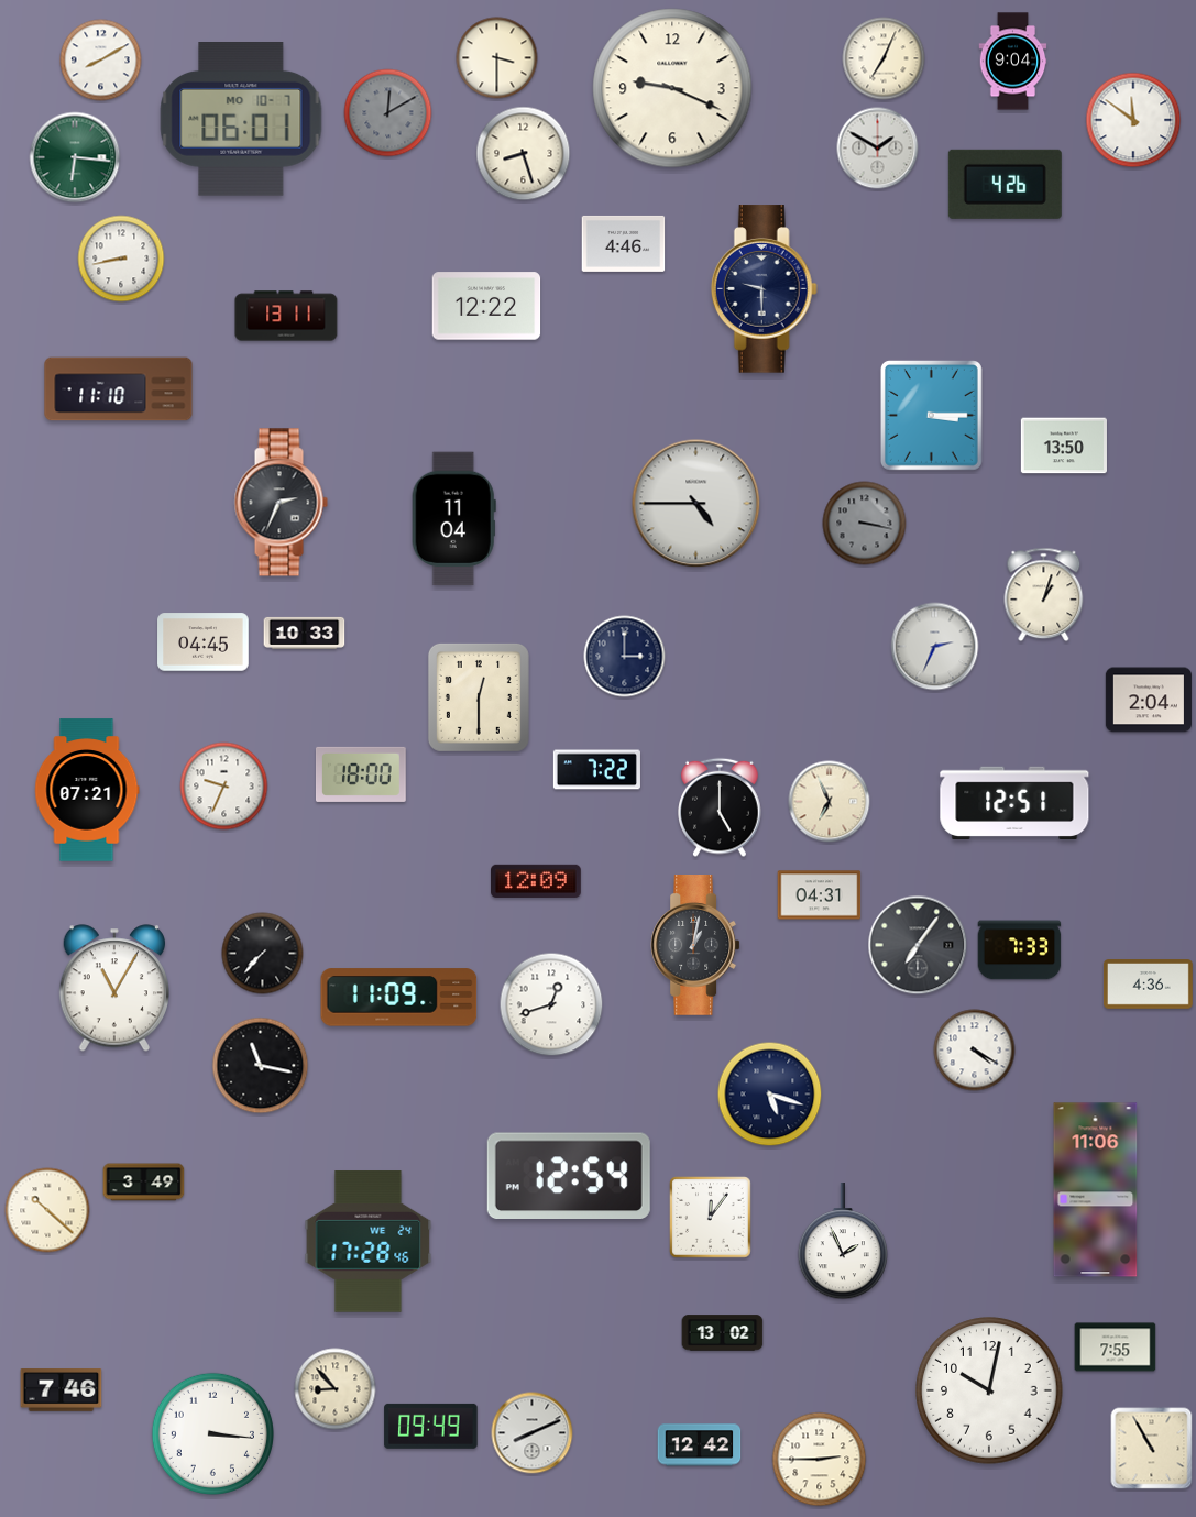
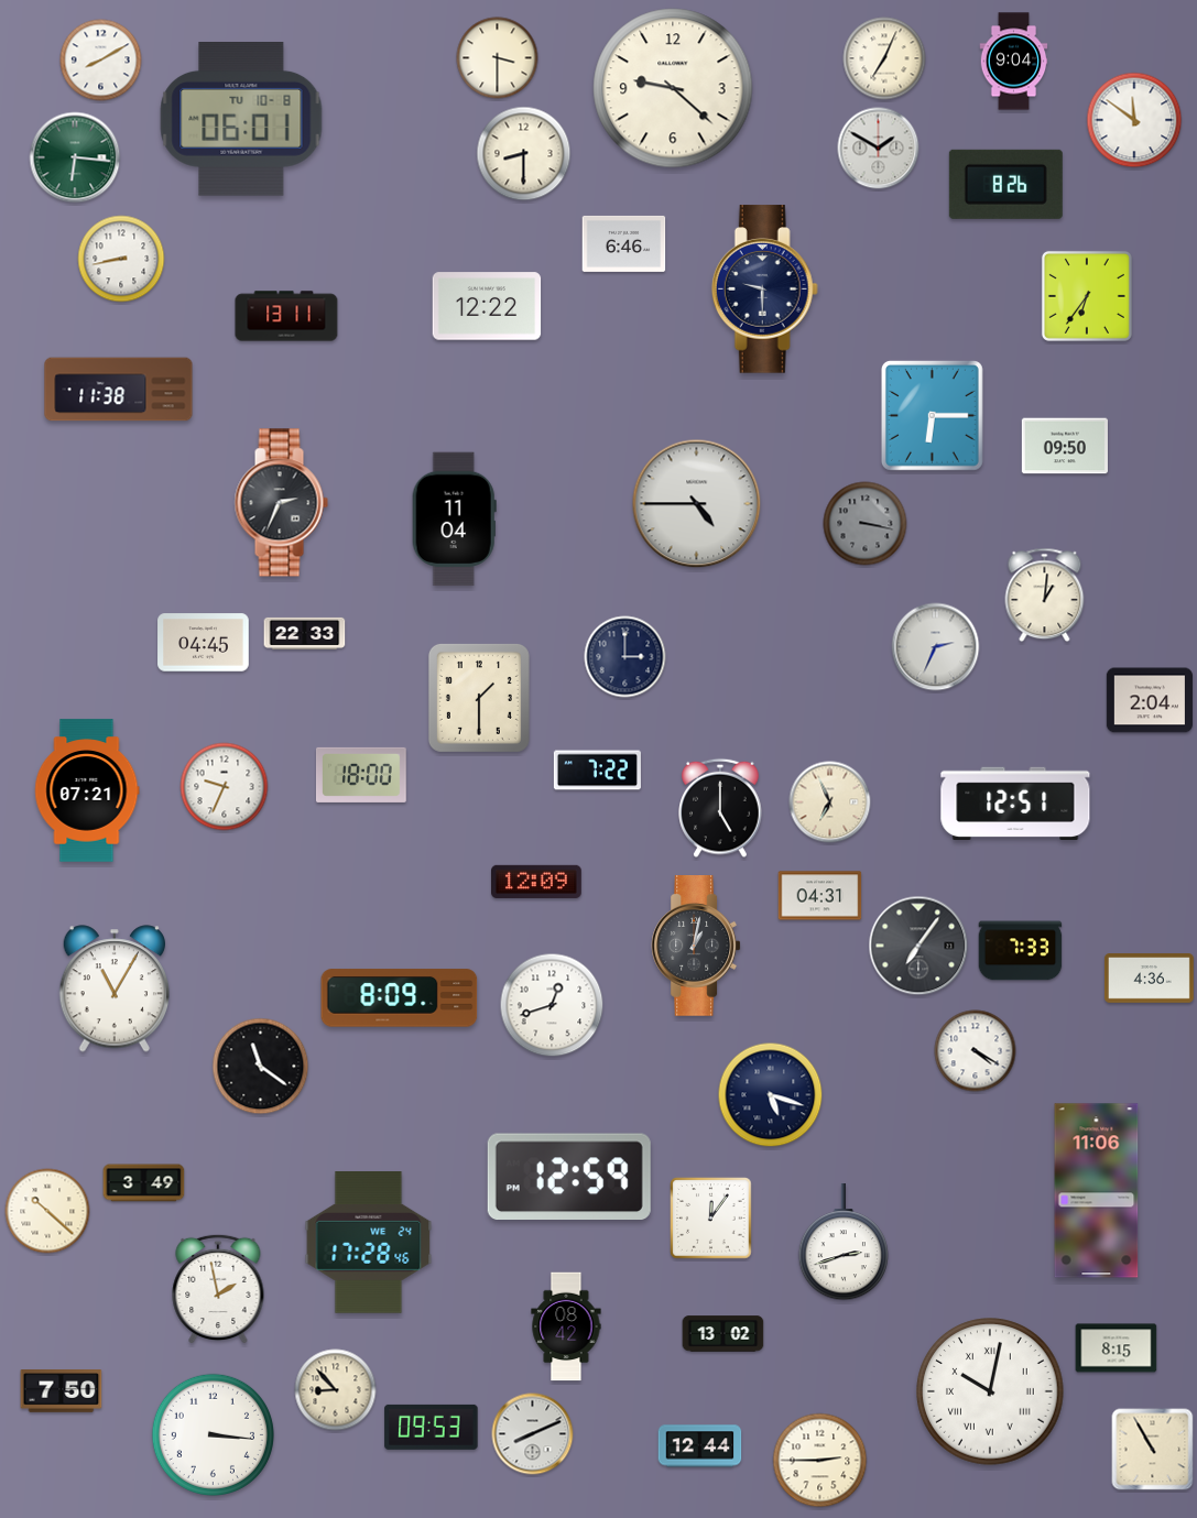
clock at (672, 88): 9:19 -> 9:22
clock at (388, 113): 12:10 -> none
clock at (241, 120) date: MO 10-7 -> TU 10-8
clock at (524, 154): 8:27 -> 8:30
clock at (1005, 184): 4:26 -> 8:26
clock at (624, 243): 4:46 -> 6:46
clock at (1087, 296): none -> 6:36
clock at (119, 389): 11:10 -> 11:38
clock at (931, 415): 3:15 -> 6:15
clock at (1064, 446): 13:50 -> 09:50
clock at (1044, 595): 1:03 -> 1:01
clock at (305, 633): 10:33 -> 22:33
clock at (479, 697): 12:30 -> 1:30
clock at (263, 954): 7:37 -> none
clock at (1148, 985) position: (1148, 985) -> (1149, 979)
clock at (399, 998): 11:09 -> 8:09
clock at (261, 1066): 11:17 -> 11:21
clock at (569, 1175): 12:54 -> 12:59
clock at (842, 1242): 1:56 -> 2:42
clock at (218, 1289): none -> 1:58
clock at (566, 1326): none -> 08:42
clock at (1116, 1348): 7:55 -> 8:15
clock at (62, 1390): 7:46 -> 7:50
clock at (989, 1390) numerals: Arabic -> Roman
clock at (431, 1426): 09:49 -> 09:53
clock at (700, 1445): 12:42 -> 12:44
